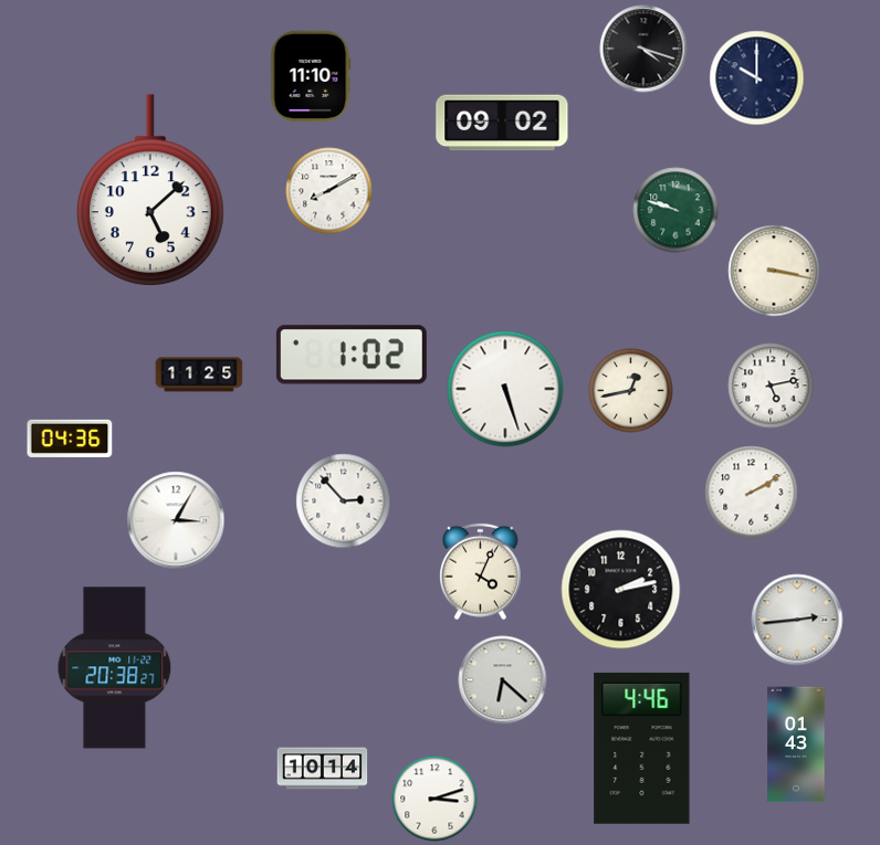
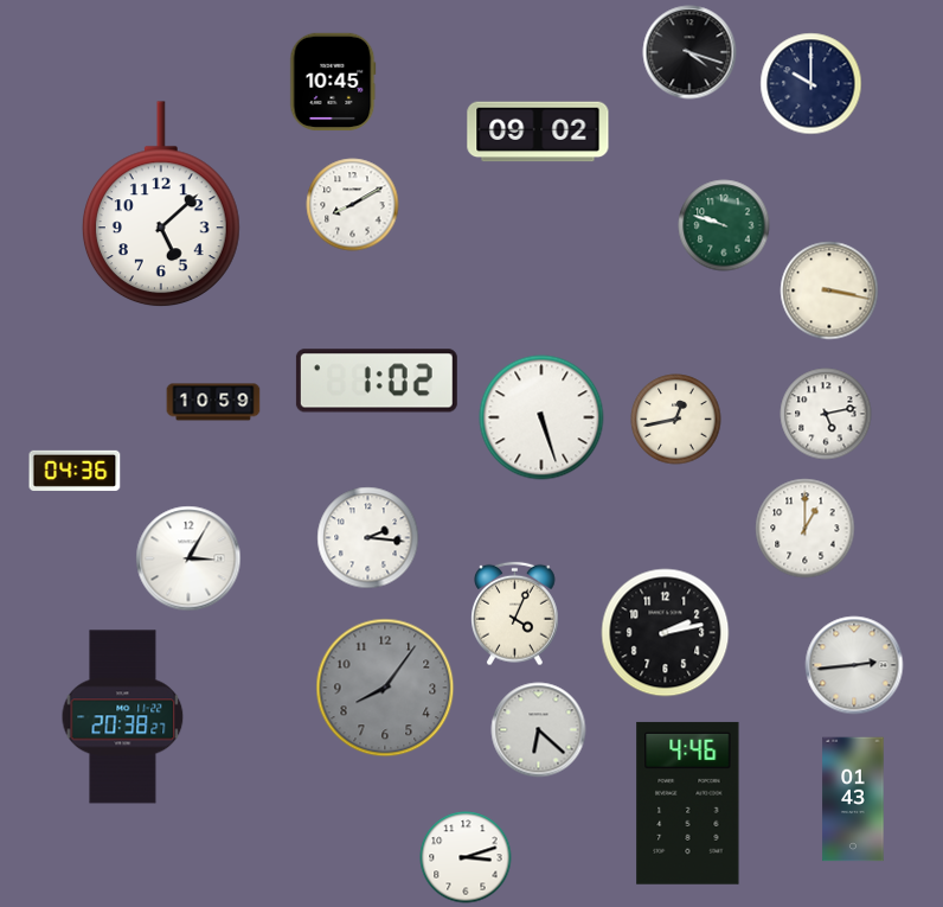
clock at (311, 76): 11:10 -> 10:45
clock at (199, 374): 11:25 -> 10:59
clock at (752, 493): 2:10 -> 1:00
clock at (344, 501): 2:53 -> 2:16
clock at (385, 688): none -> 8:06
clock at (323, 769): 10:14 -> none
